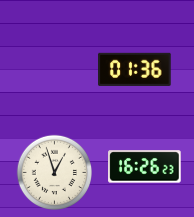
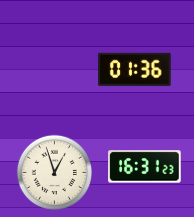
clock at (145, 167): 16:26 -> 16:31
